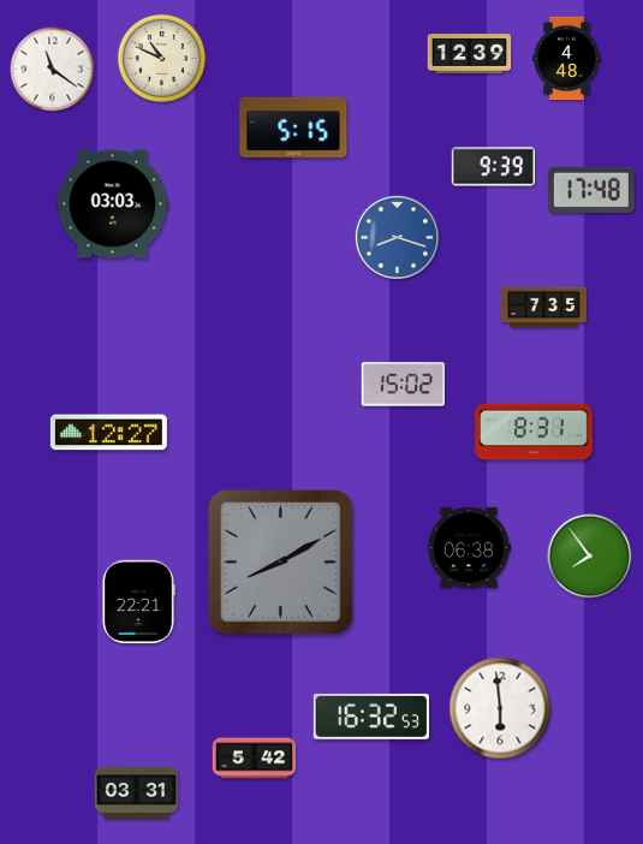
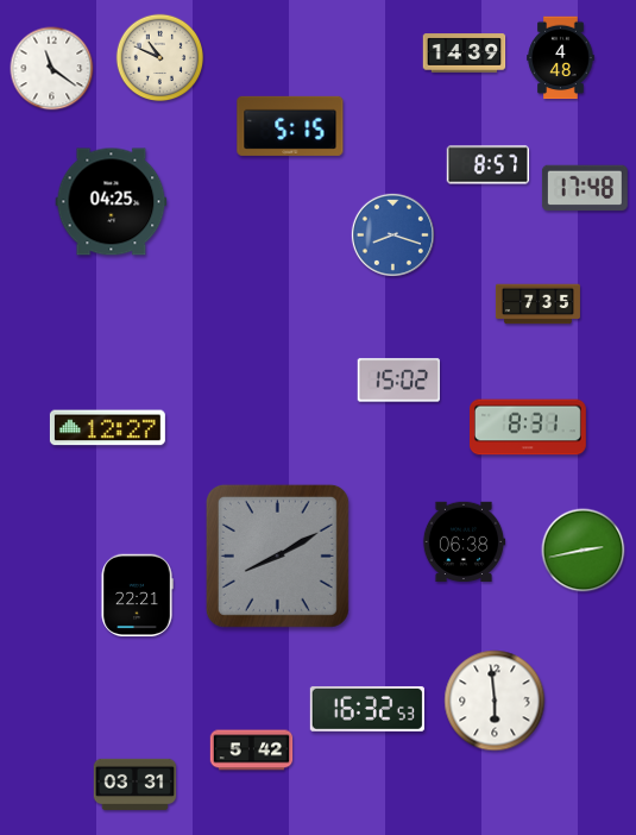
clock at (470, 54): 12:39 -> 14:39
clock at (494, 167): 9:39 -> 8:57
clock at (113, 204): 03:03 -> 04:25
clock at (590, 557): 7:54 -> 2:43
